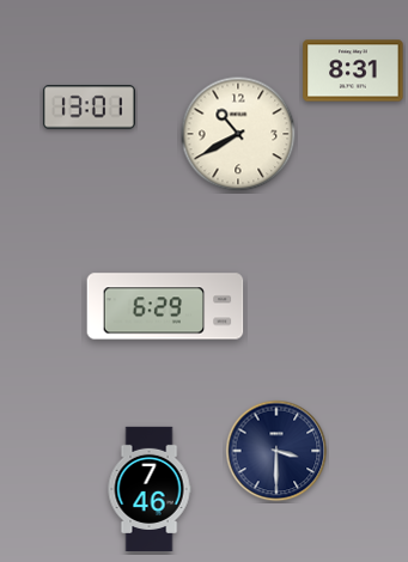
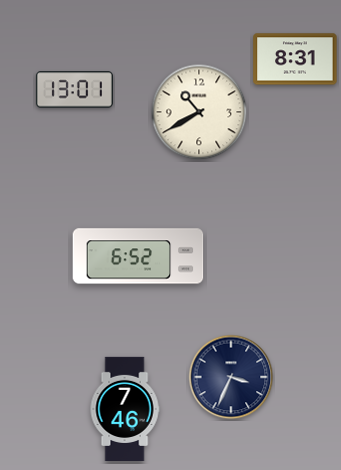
clock at (165, 306): 6:29 -> 6:52
clock at (276, 451): 3:30 -> 3:34
